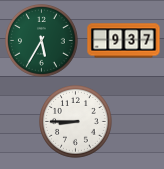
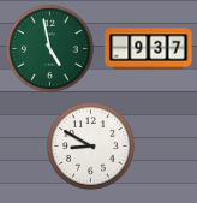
clock at (42, 41): 5:35 -> 4:58
clock at (76, 122): 8:45 -> 8:50
